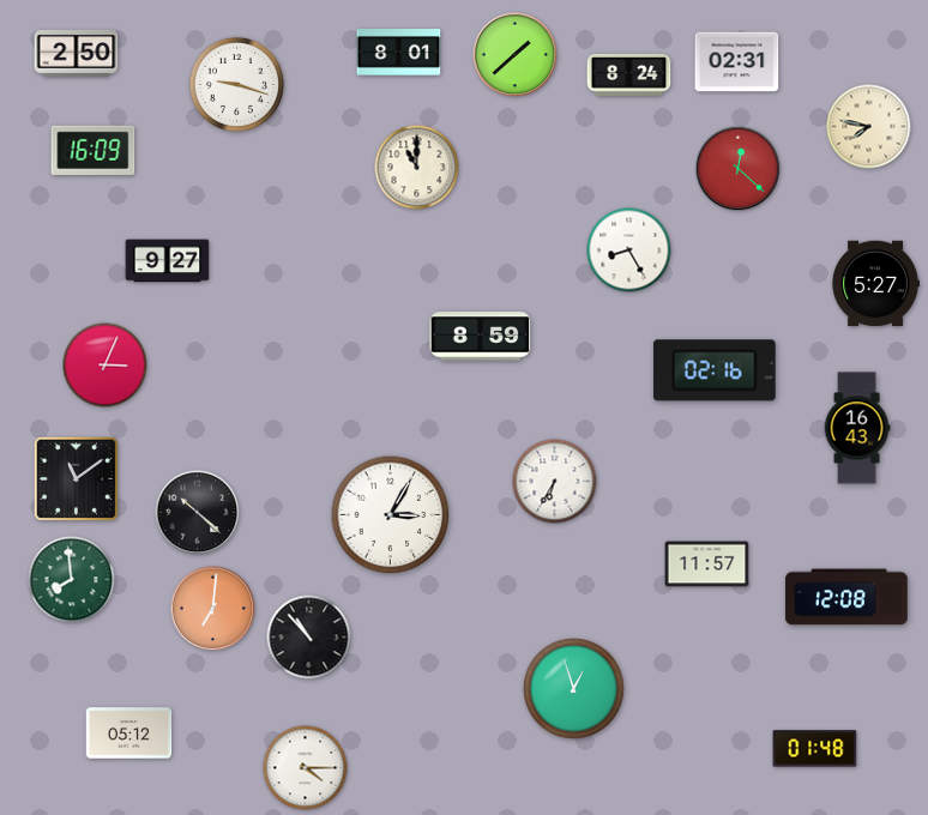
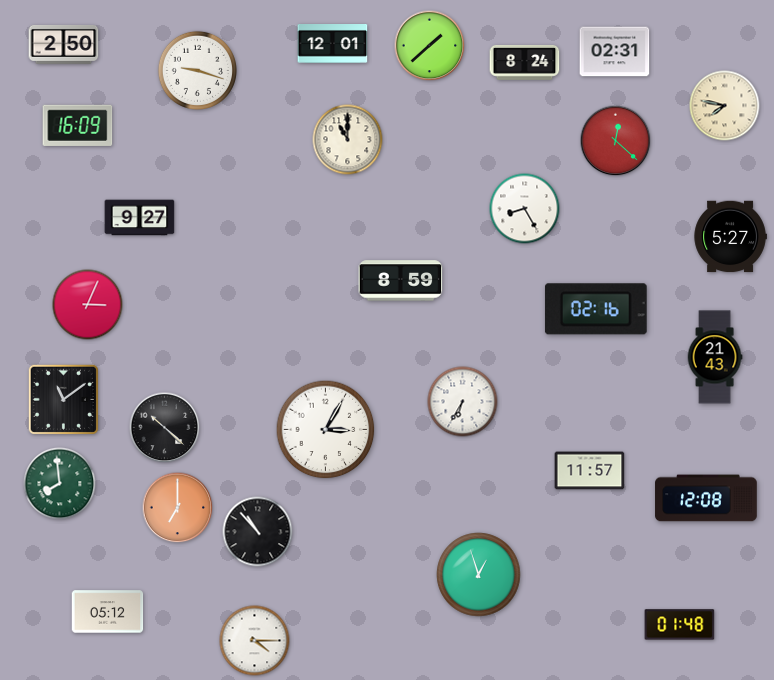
clock at (399, 53): 8:01 -> 12:01
clock at (857, 428): 16:43 -> 21:43
clock at (213, 609): 7:01 -> 7:00
